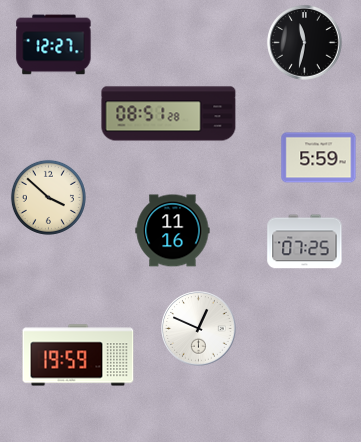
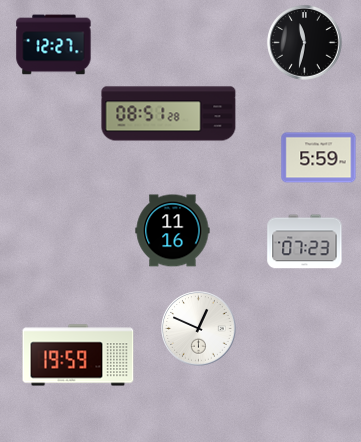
clock at (48, 197): 3:52 -> none
clock at (305, 242): 07:25 -> 07:23
